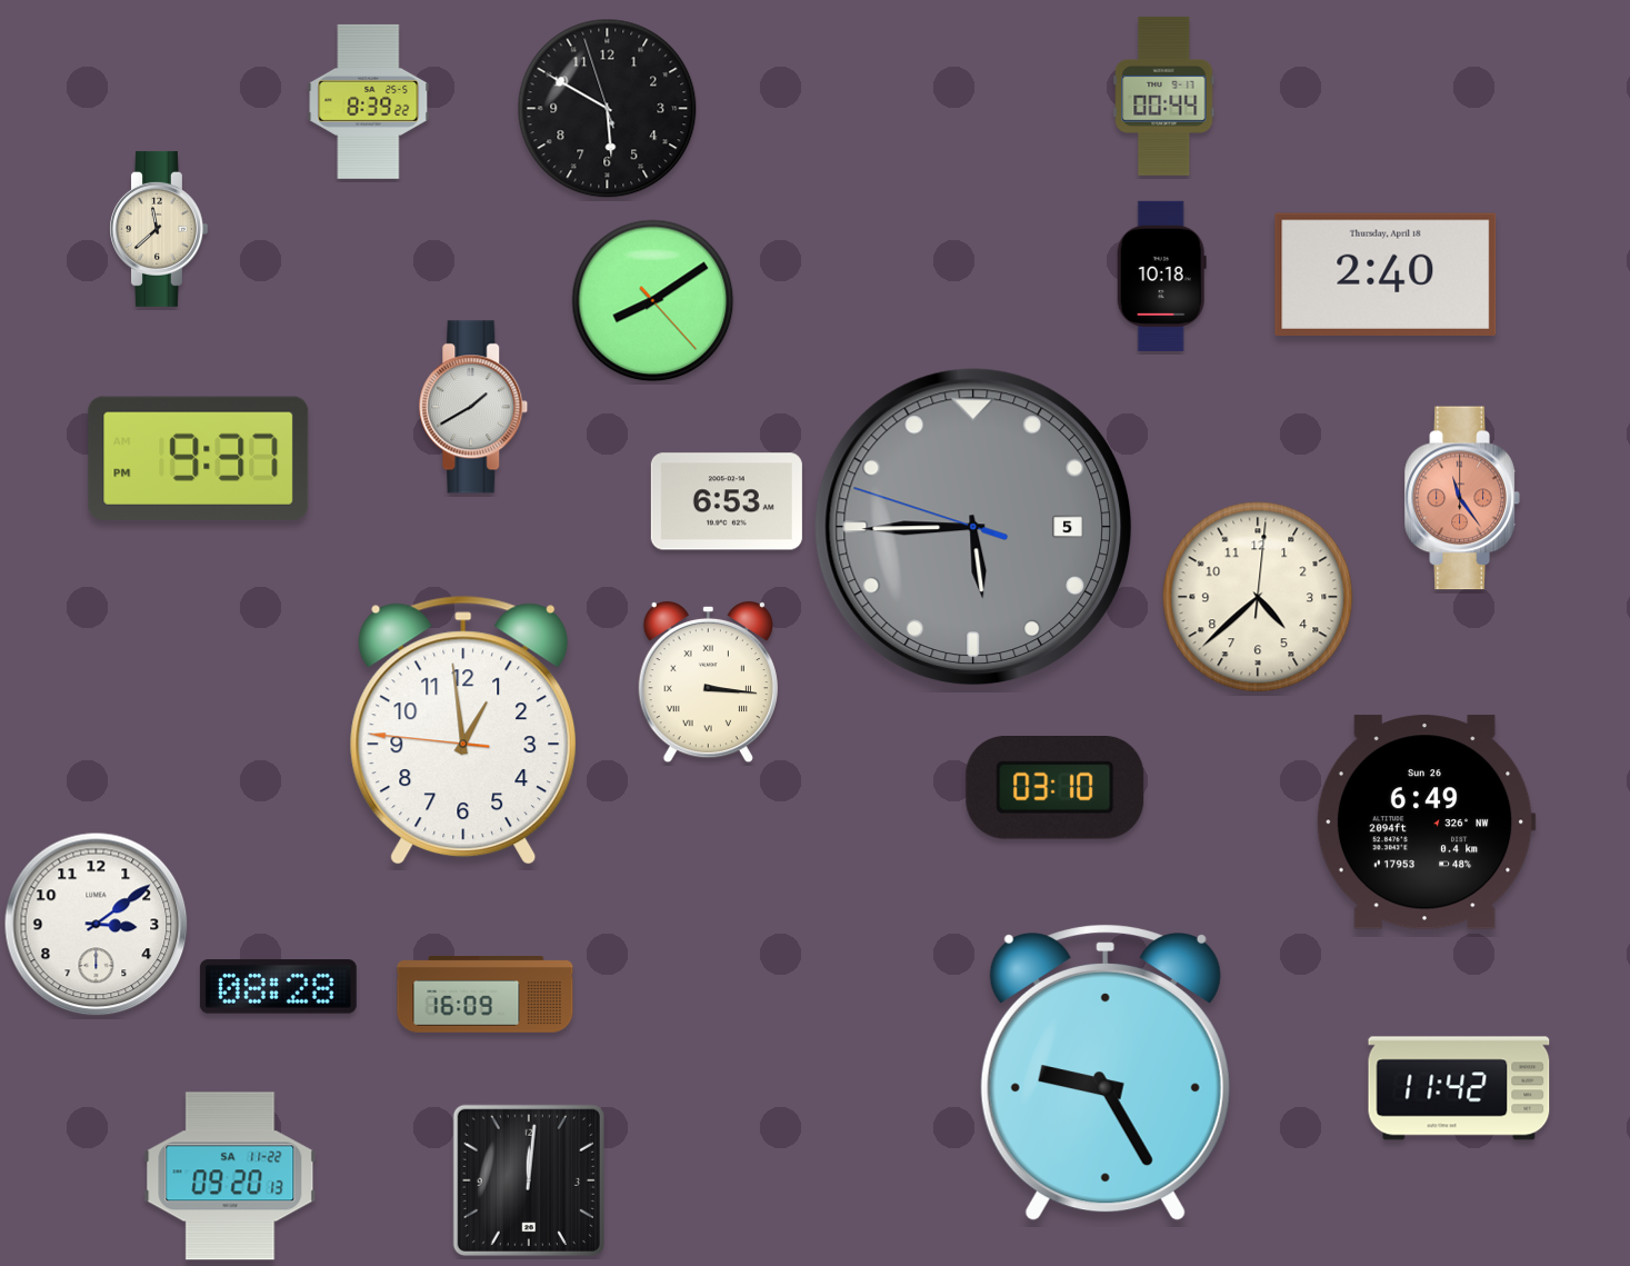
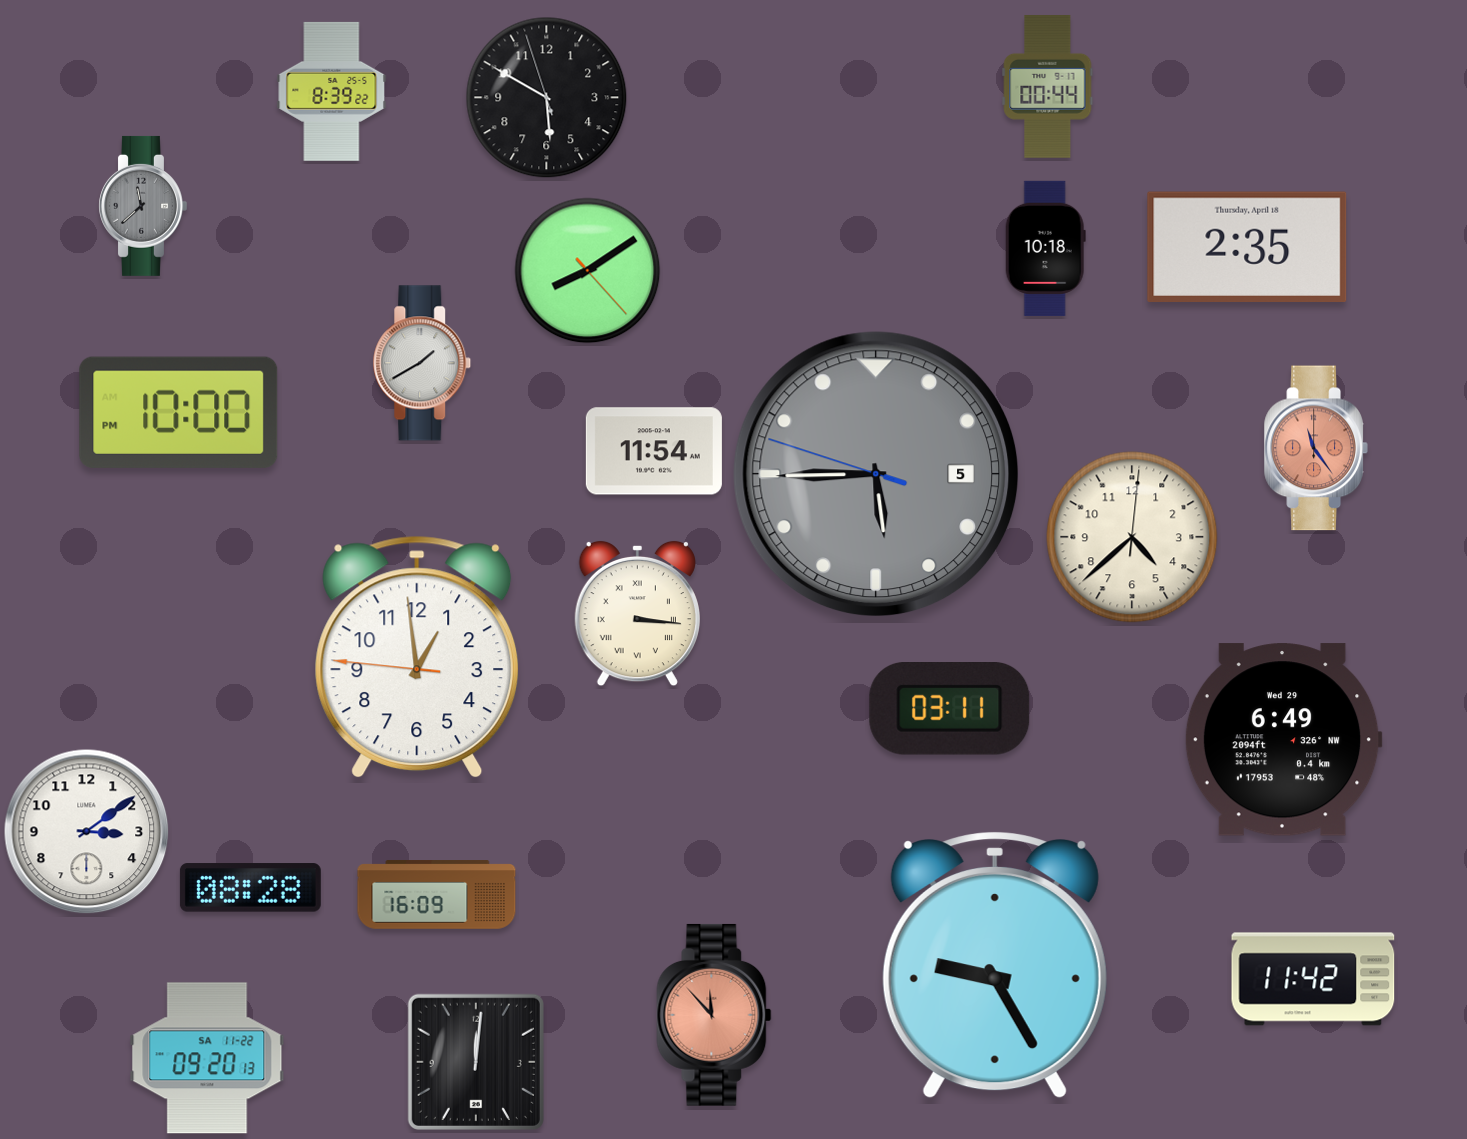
clock at (159, 229) dial: cream -> grey
clock at (1386, 273): 2:40 -> 2:35
clock at (473, 407) position: (473, 407) -> (422, 363)
clock at (199, 458): 9:37 -> 10:00
clock at (727, 501): 6:53 -> 11:54
clock at (1056, 788): 03:10 -> 03:11
clock at (1426, 823) date: Sun 26 -> Wed 29
clock at (714, 1015): none -> 11:53
